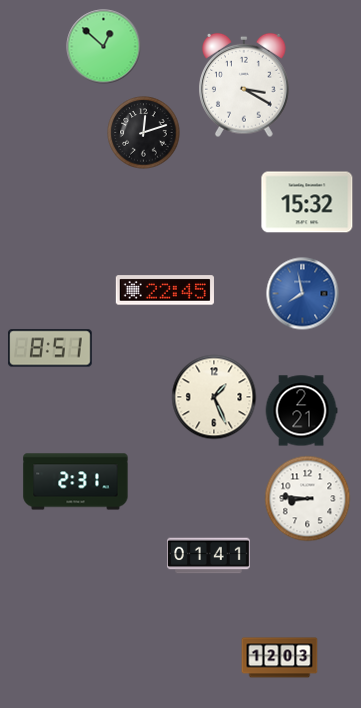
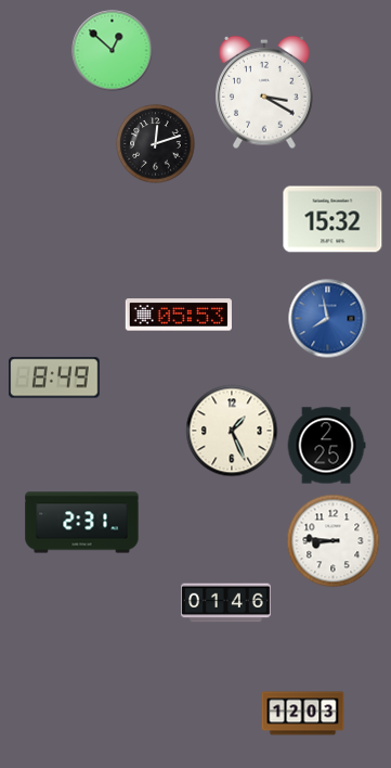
clock at (165, 290): 22:45 -> 05:53
clock at (50, 348): 8:51 -> 8:49
clock at (301, 411): 2:21 -> 2:25
clock at (209, 556): 01:41 -> 01:46
